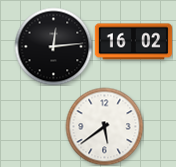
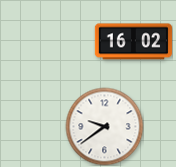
clock at (53, 46): 12:14 -> none
clock at (104, 126): 5:39 -> 9:39
